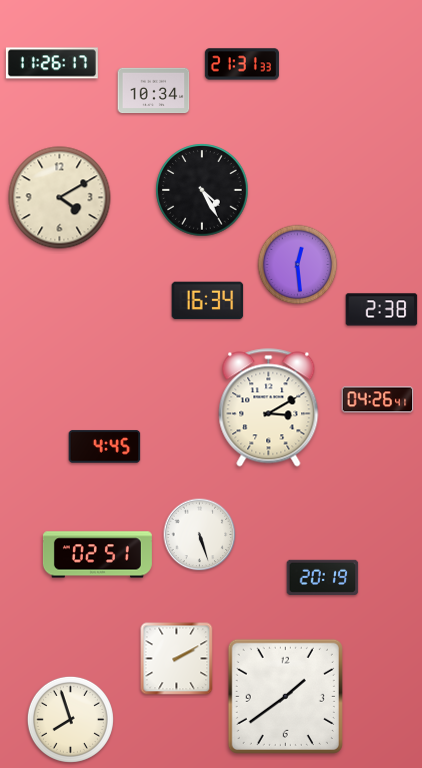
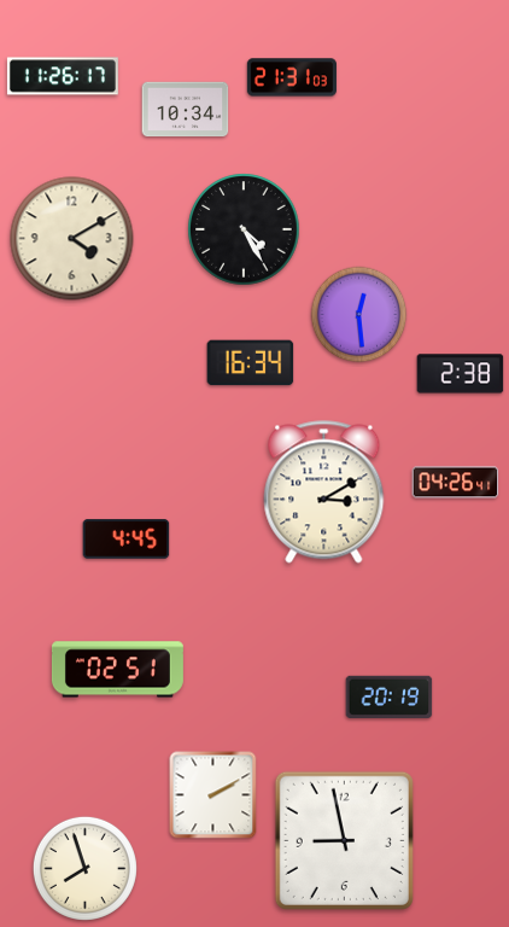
clock at (242, 64): 21:31:33 -> 21:31:03
clock at (298, 265) position: (298, 265) -> (359, 315)
clock at (200, 535): 5:27 -> none
clock at (285, 696): 1:39 -> 8:58
